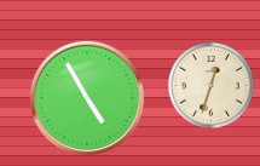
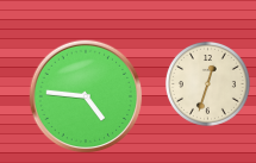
clock at (87, 98): 4:55 -> 4:46
